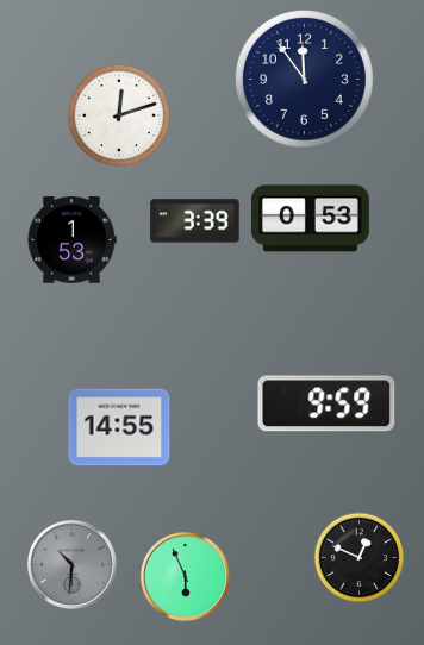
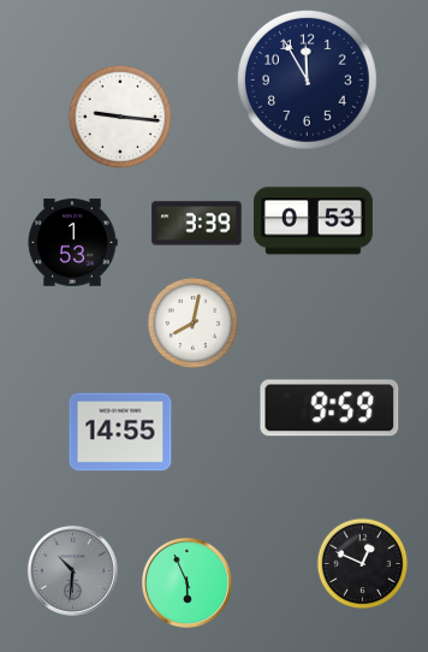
clock at (304, 79): 11:54 -> 11:55
clock at (118, 114): 12:12 -> 9:16
clock at (194, 324): none -> 8:02
